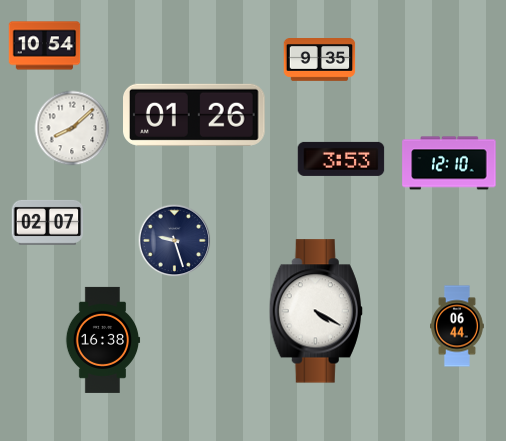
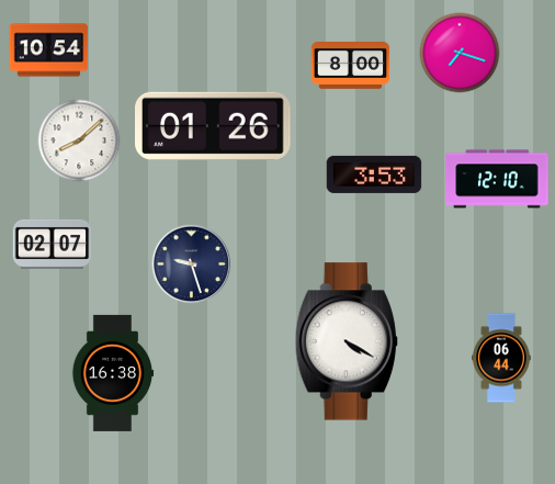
clock at (460, 53): none -> 7:18
clock at (320, 60): 9:35 -> 8:00
clock at (449, 163) position: (449, 163) -> (497, 179)
